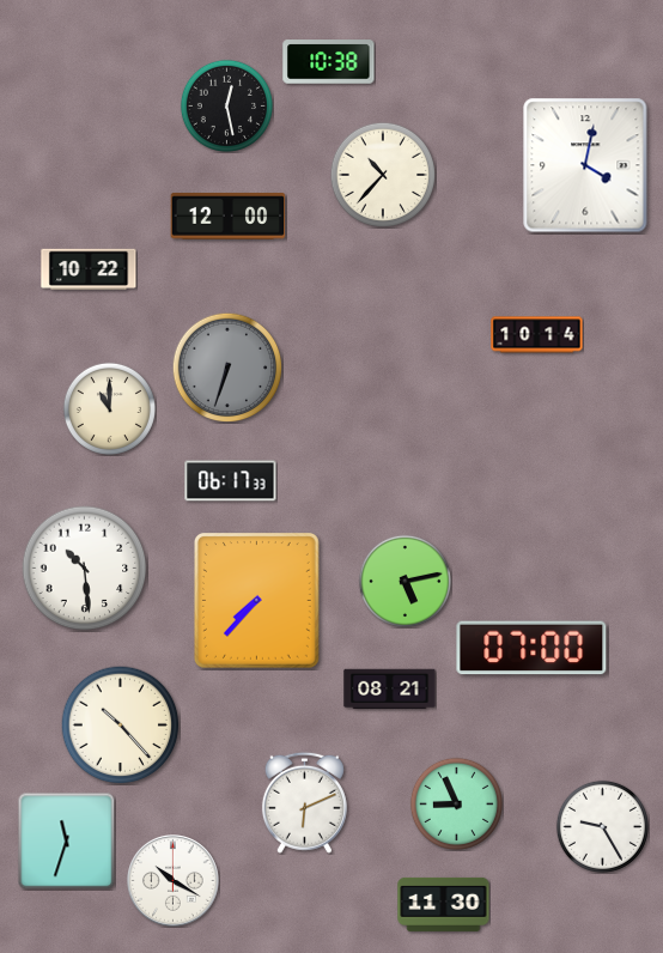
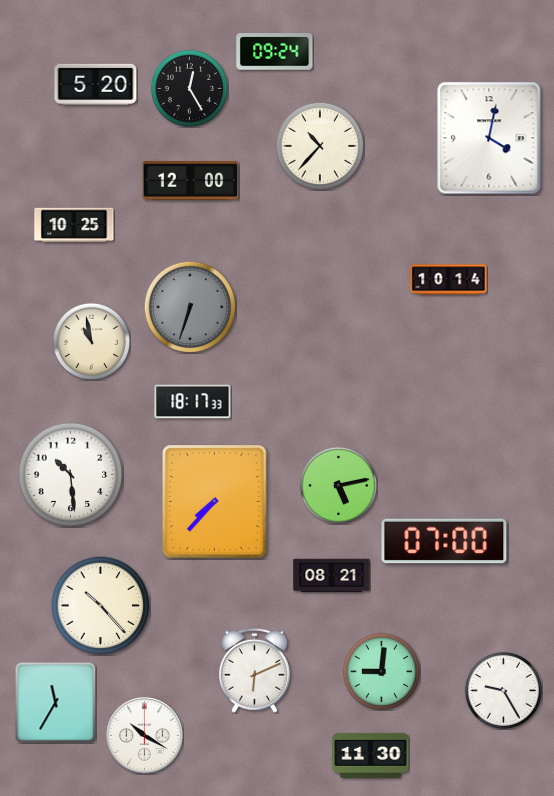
clock at (329, 62): 10:38 -> 09:24
clock at (96, 84): none -> 5:20
clock at (226, 105): 12:28 -> 12:25
clock at (89, 269): 10:22 -> 10:25
clock at (109, 408): 11:00 -> 10:58
clock at (231, 481): 06:17 -> 18:17
clock at (390, 690) position: (390, 690) -> (332, 576)
clock at (456, 803): 8:56 -> 9:01
clock at (66, 840): 11:33 -> 11:35
